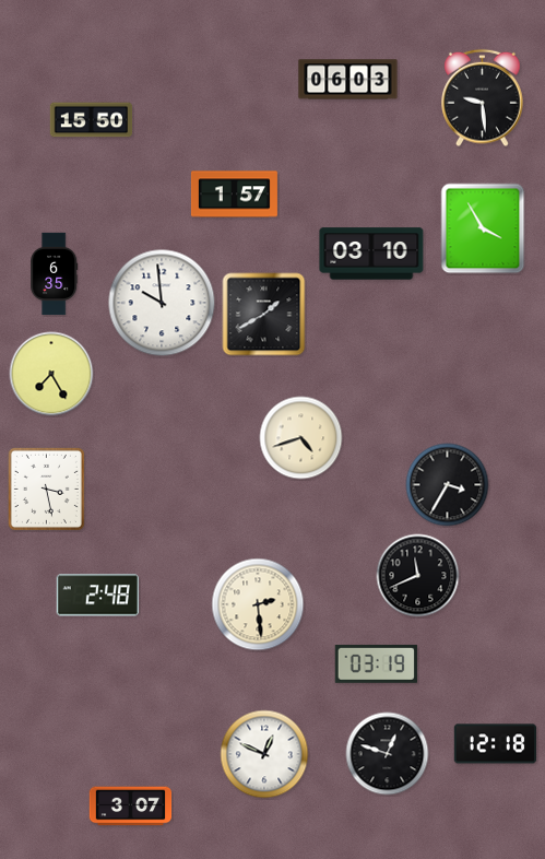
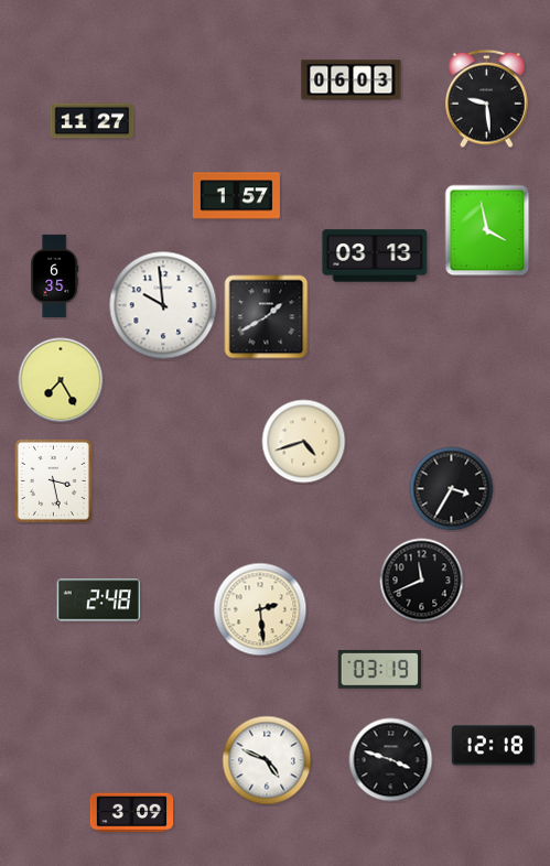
clock at (92, 120): 15:50 -> 11:27
clock at (483, 228): 3:55 -> 3:58
clock at (371, 254): 03:10 -> 03:13
clock at (51, 374) position: (51, 374) -> (61, 380)
clock at (46, 489) position: (46, 489) -> (53, 480)
clock at (496, 744) position: (496, 744) -> (494, 746)
clock at (264, 754): 12:49 -> 4:49
clock at (388, 754): 12:48 -> 3:48
clock at (131, 807): 3:07 -> 3:09
